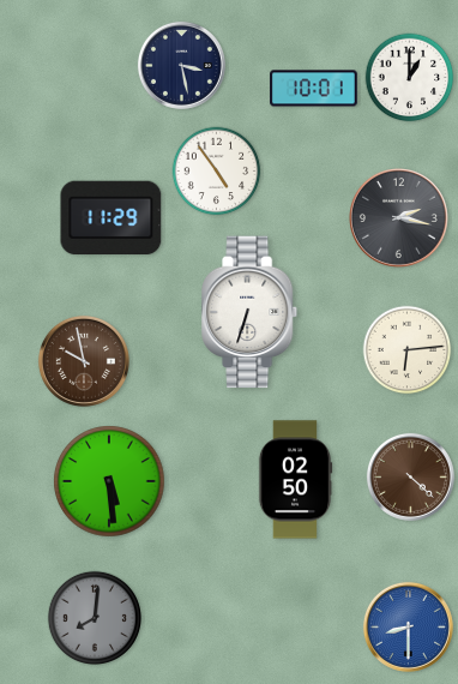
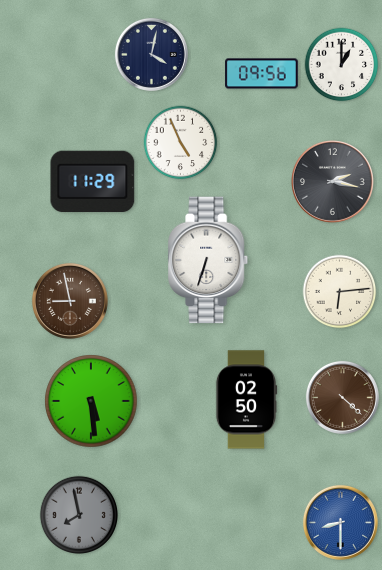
clock at (181, 65): 3:28 -> 4:02
clock at (314, 89): 10:01 -> 09:56
clock at (217, 172): 4:54 -> 4:56
clock at (84, 361): 9:58 -> 8:58
clock at (94, 617): 8:01 -> 7:58
